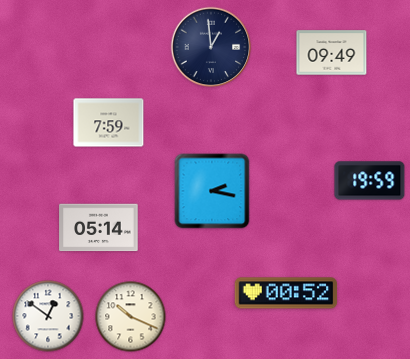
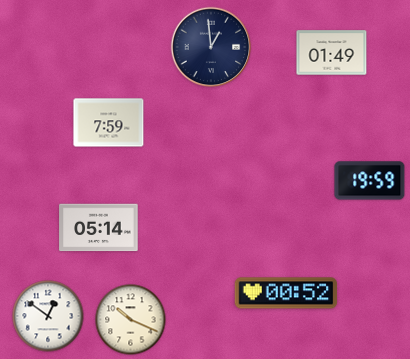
clock at (332, 53): 09:49 -> 01:49
clock at (212, 191): 2:17 -> none
clock at (131, 317) position: (131, 317) -> (131, 320)
